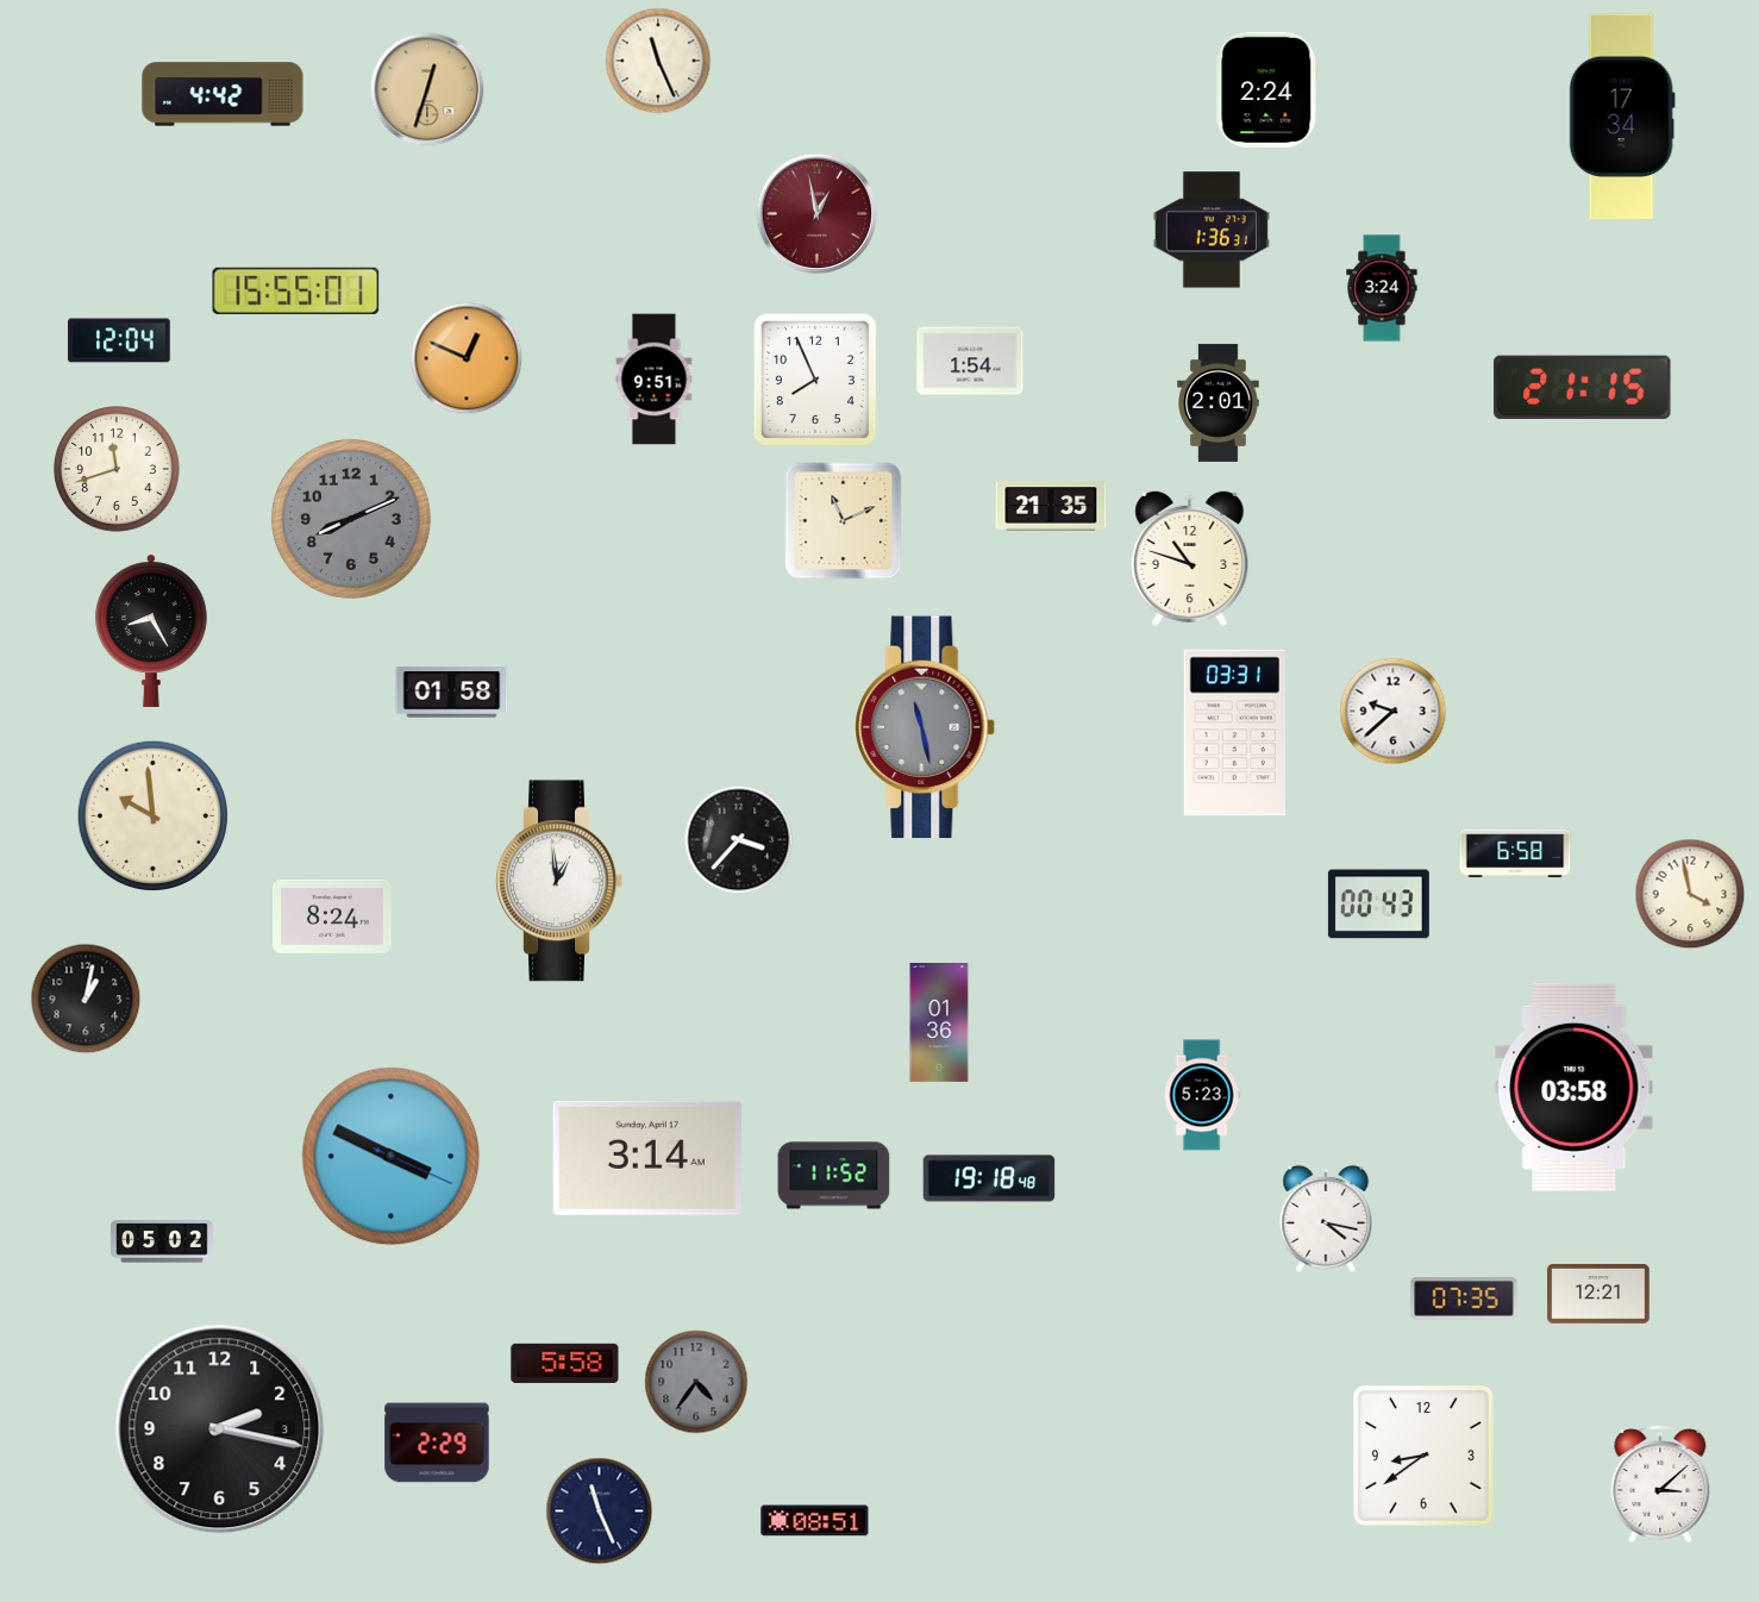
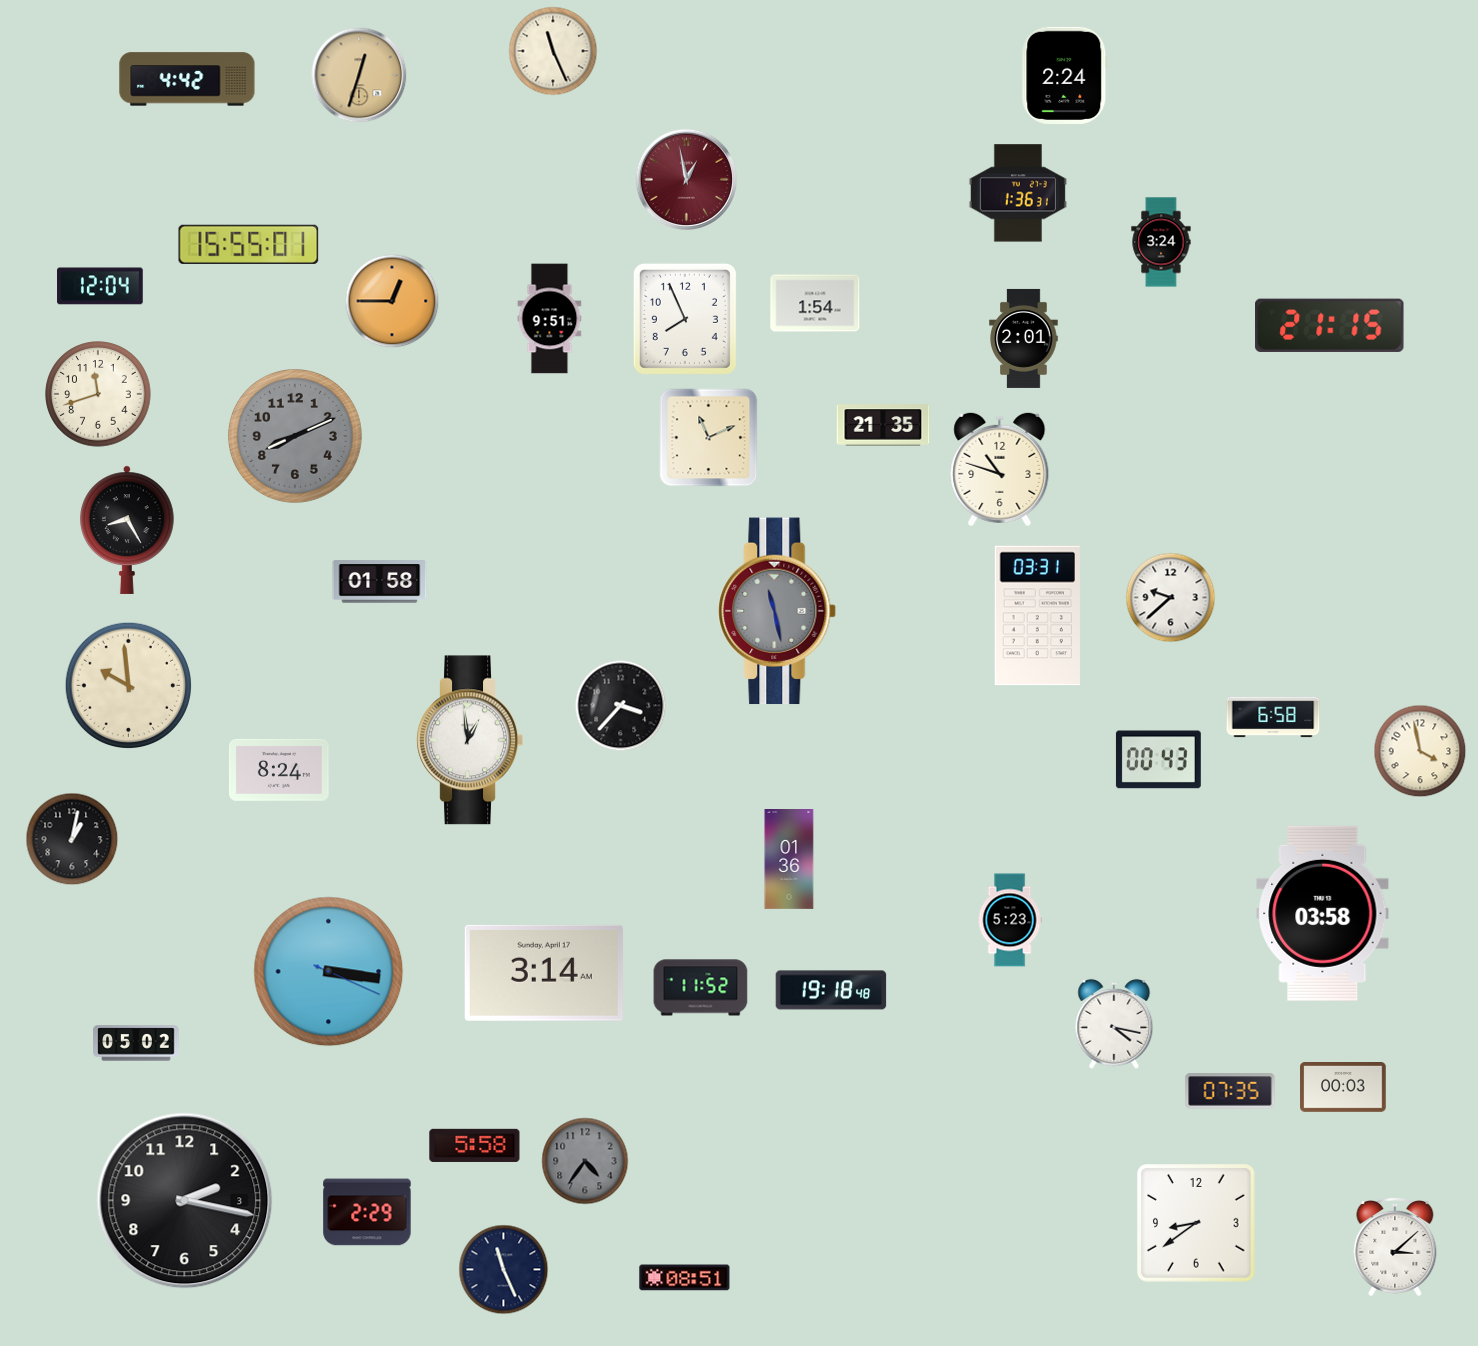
clock at (1622, 115): 17:34 -> none
clock at (467, 358): 12:49 -> 12:45
clock at (392, 1157): 3:49 -> 3:16
clock at (1598, 1295): 12:21 -> 00:03
